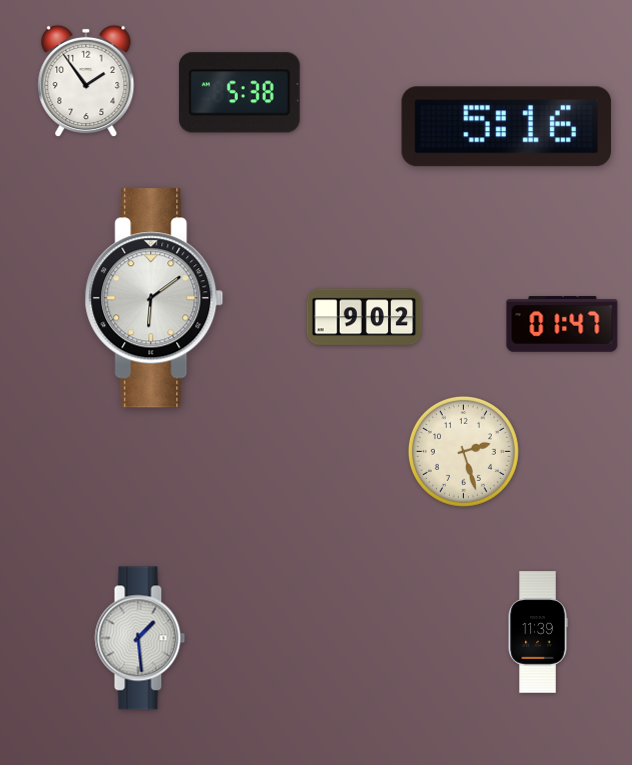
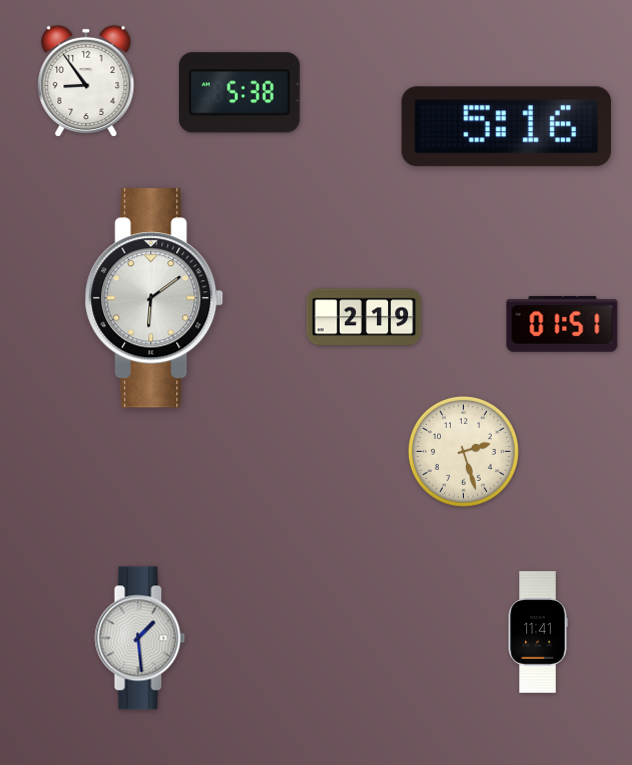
clock at (86, 81): 1:54 -> 8:54
clock at (364, 317): 9:02 -> 2:19
clock at (562, 324): 01:47 -> 01:51
clock at (538, 632): 11:39 -> 11:41
